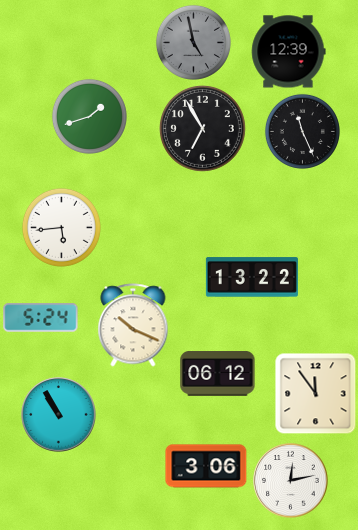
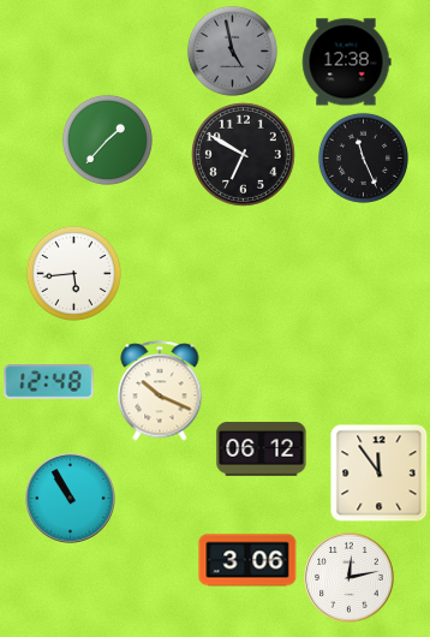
clock at (288, 52): 12:39 -> 12:38
clock at (89, 116): 1:42 -> 1:37
clock at (202, 128): 6:55 -> 6:50
clock at (252, 277): 13:22 -> none
clock at (41, 318): 5:24 -> 12:48
